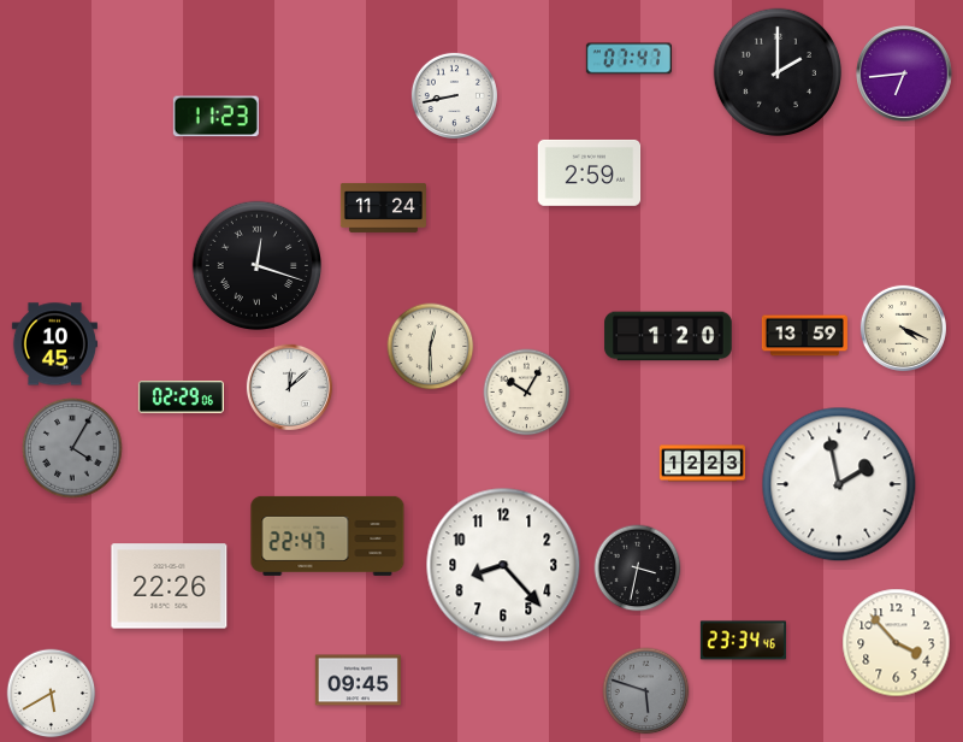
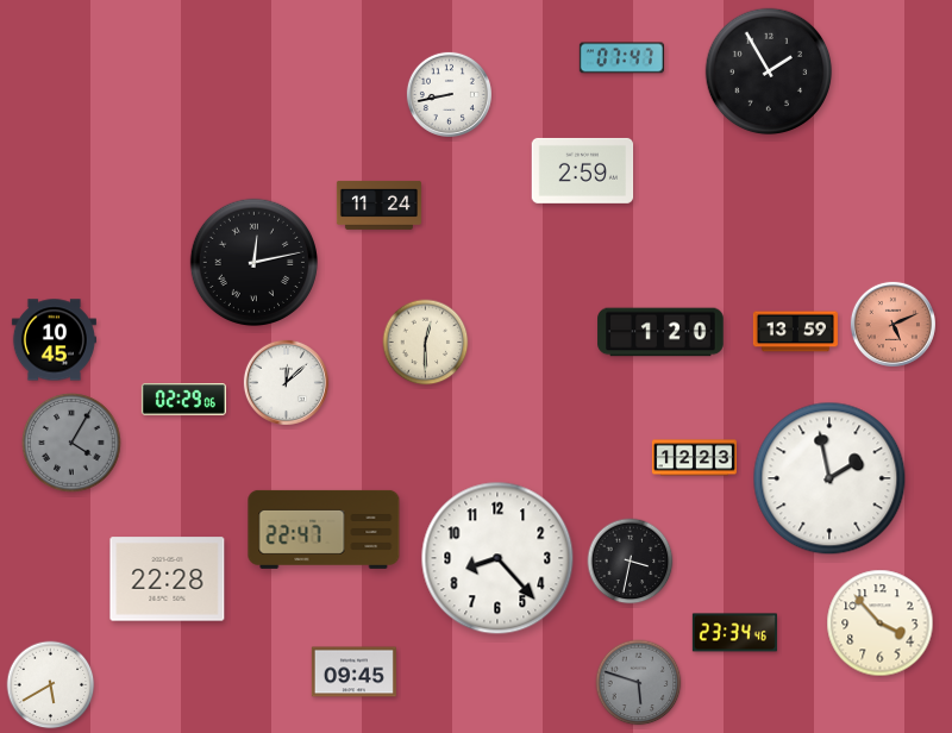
clock at (778, 72): 2:00 -> 1:55
clock at (904, 73): 6:44 -> none
clock at (215, 117): 11:23 -> none
clock at (256, 265): 12:18 -> 12:13
clock at (903, 328): 4:19 -> 5:11
clock at (903, 328) dial: cream -> salmon
clock at (527, 393): 10:05 -> none
clock at (181, 397) position: (181, 397) -> (183, 400)
clock at (170, 587): 22:26 -> 22:28
clock at (897, 643) position: (897, 643) -> (881, 624)
